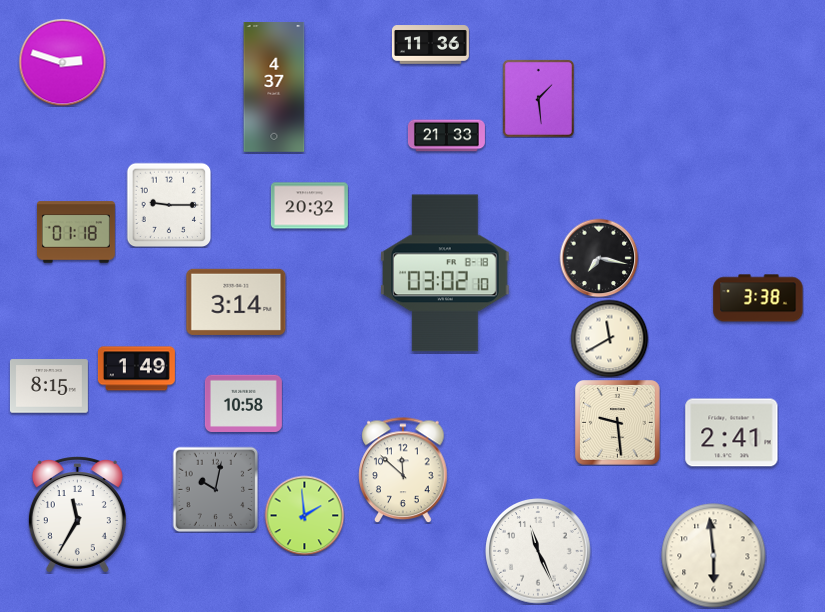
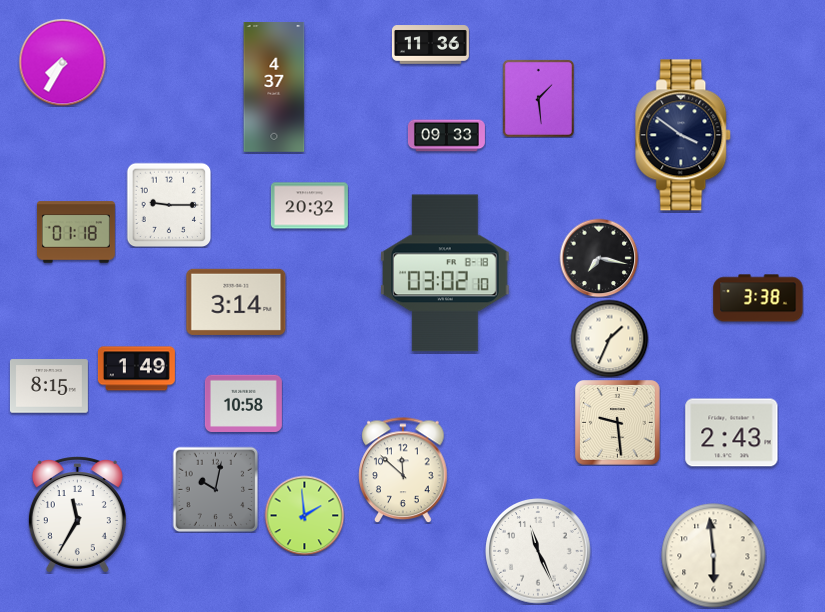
clock at (62, 62): 2:48 -> 7:35
clock at (684, 135): none -> 3:51
clock at (446, 136): 21:33 -> 09:33
clock at (609, 338): 11:40 -> 1:34
clock at (732, 433): 2:41 -> 2:43
